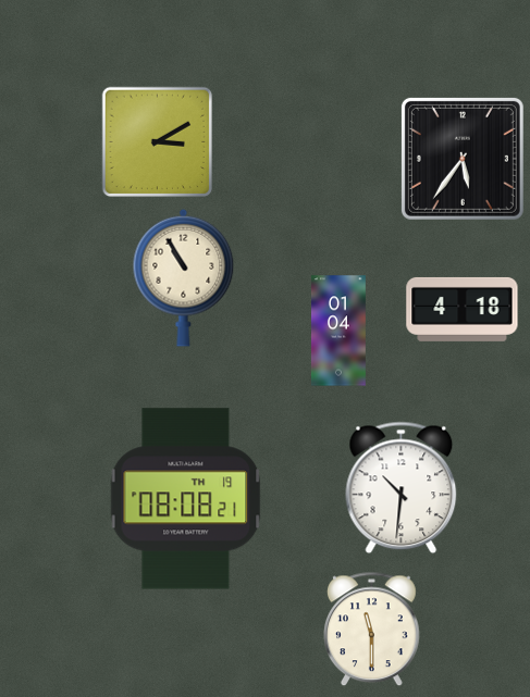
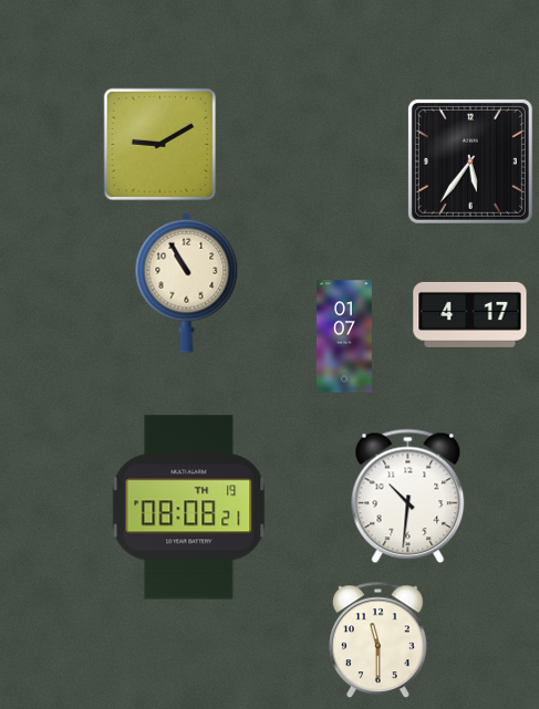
clock at (158, 142): 3:10 -> 9:10
clock at (463, 309): 4:18 -> 4:17
clock at (338, 331): 01:04 -> 01:07
